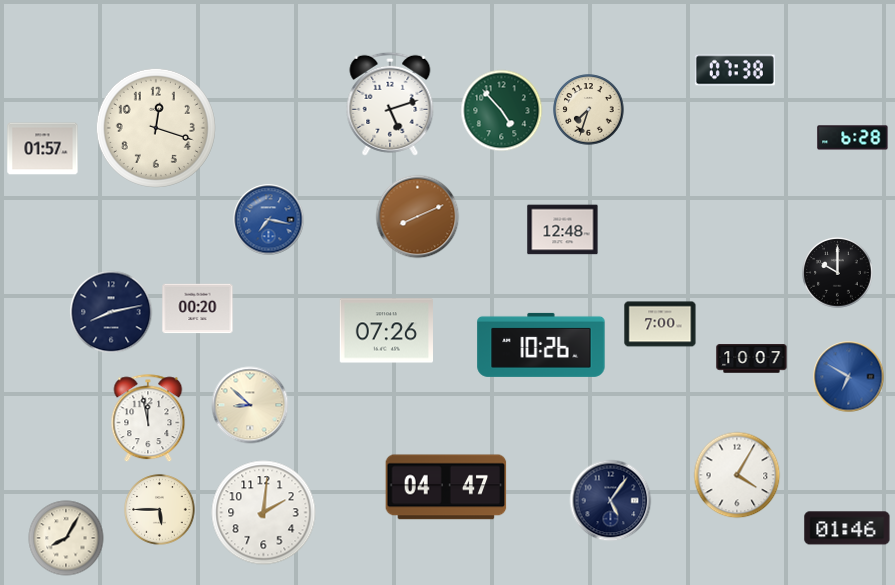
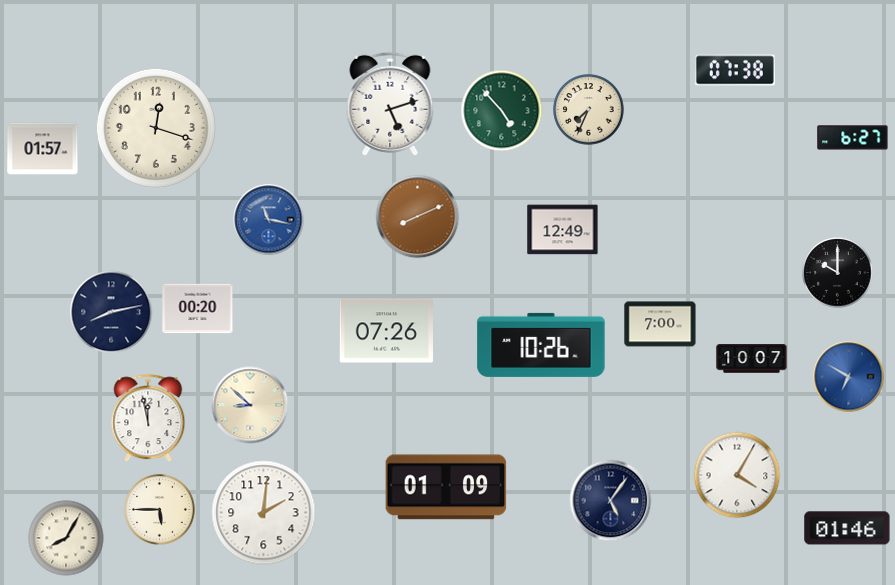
clock at (589, 110): 7:33 -> 7:34
clock at (853, 138): 6:28 -> 6:27
clock at (269, 220): 7:17 -> 11:17
clock at (563, 230): 12:48 -> 12:49
clock at (446, 487): 04:47 -> 01:09
